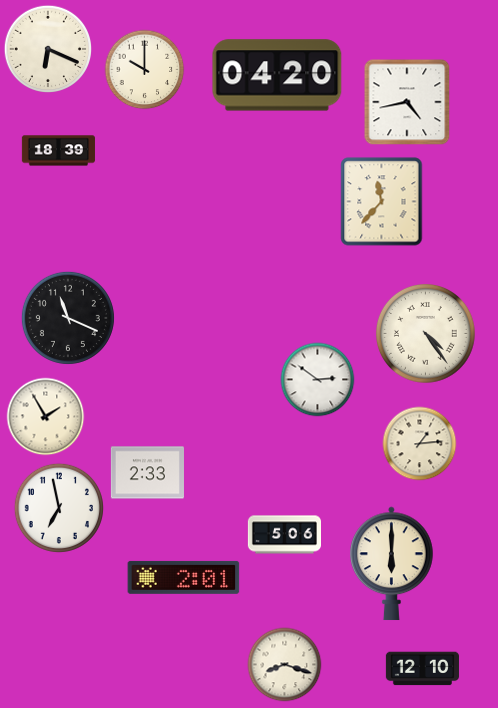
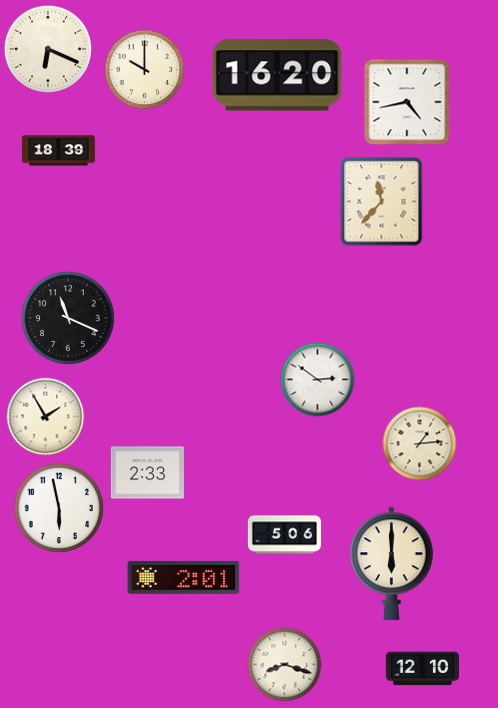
clock at (277, 75): 04:20 -> 16:20
clock at (425, 333): 4:24 -> none
clock at (59, 508): 6:58 -> 5:58
